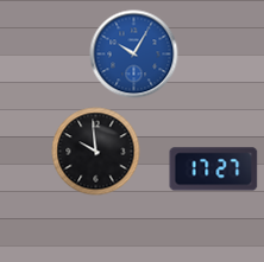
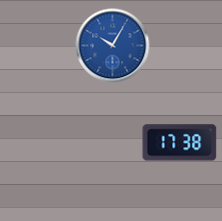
clock at (96, 152): 9:59 -> none
clock at (214, 170): 17:27 -> 17:38
